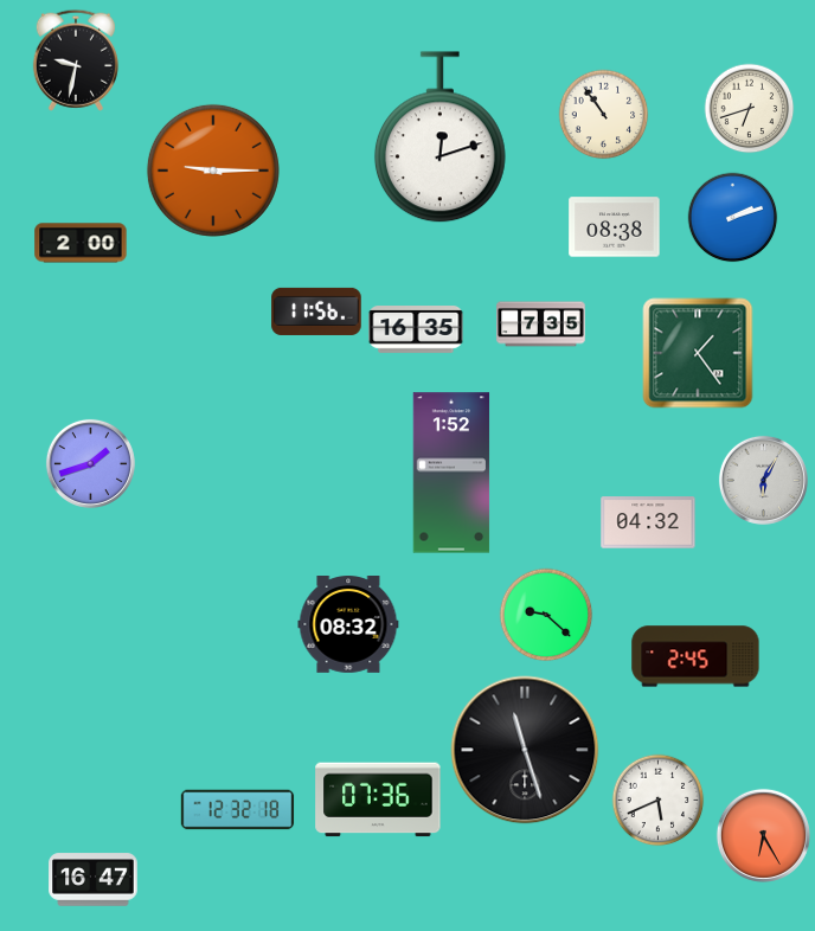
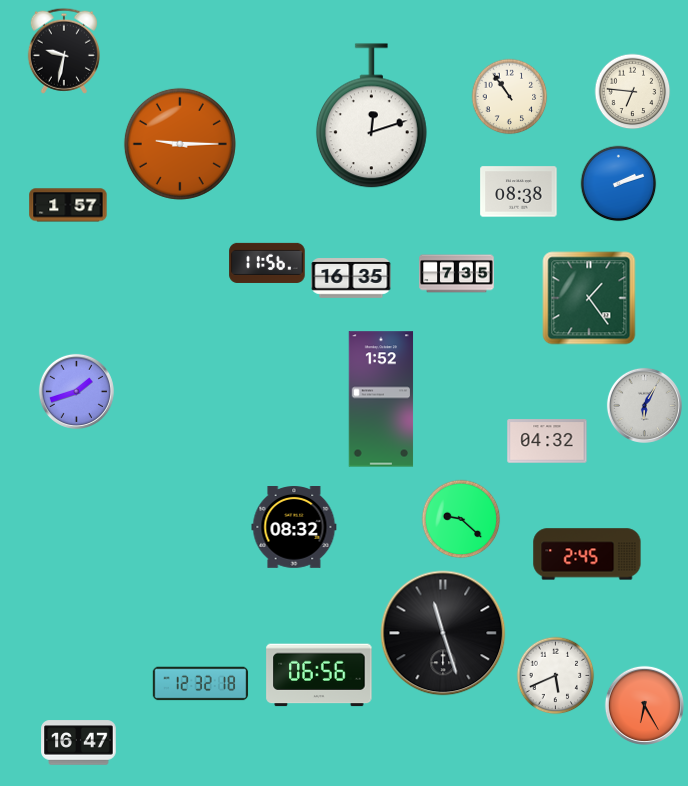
clock at (750, 109): 6:42 -> 6:46
clock at (81, 243): 2:00 -> 1:57
clock at (378, 800): 07:36 -> 06:56
